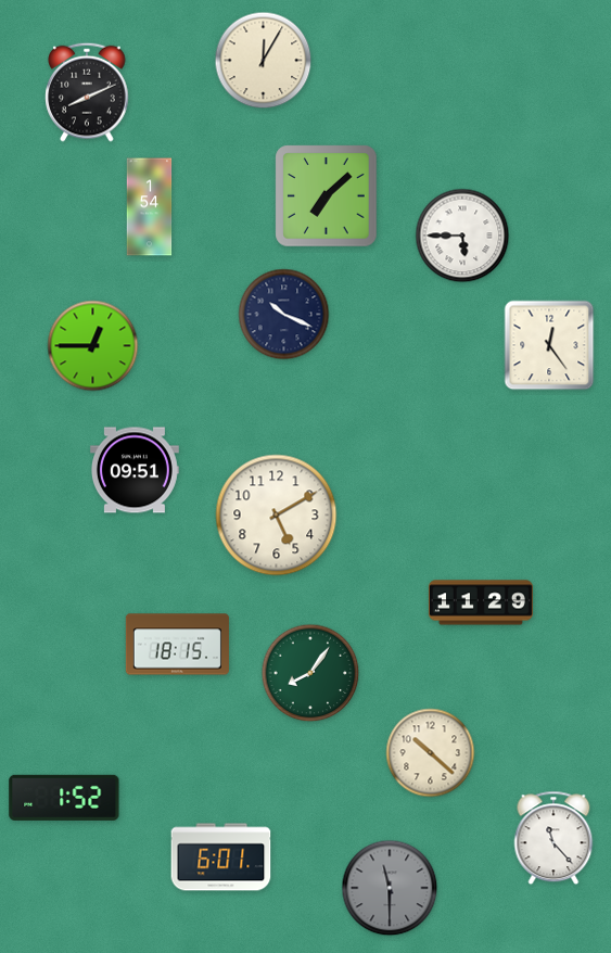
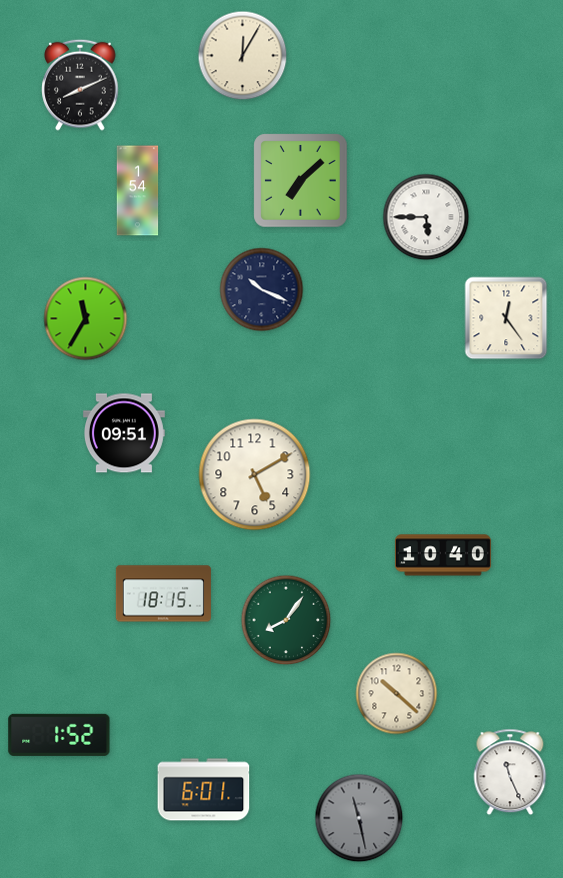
clock at (93, 346): 12:45 -> 11:35
clock at (481, 602): 11:29 -> 10:40
clock at (553, 838): 11:23 -> 11:26
clock at (390, 888): 11:30 -> 11:28
